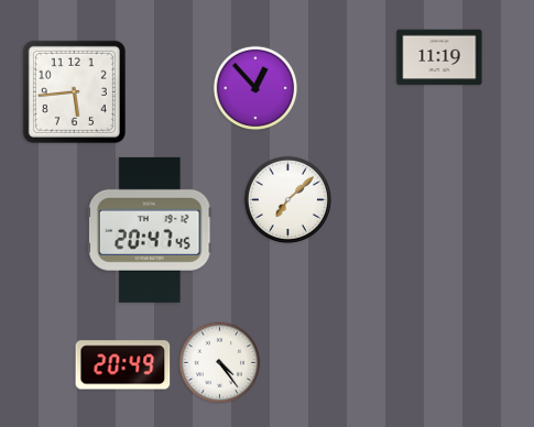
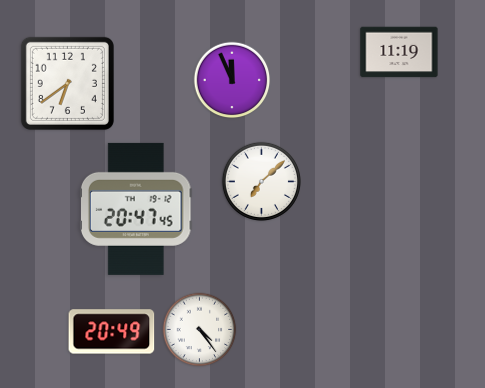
clock at (255, 88): 12:53 -> 11:56
clock at (74, 91): 5:44 -> 6:39
